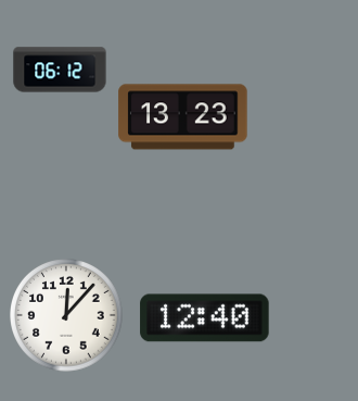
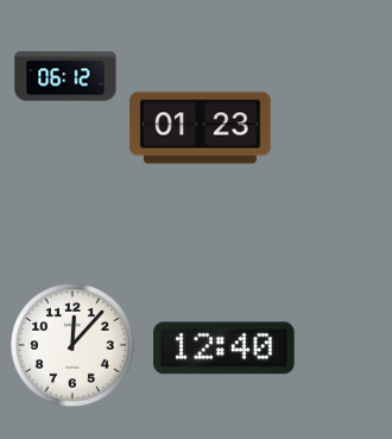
clock at (183, 117): 13:23 -> 01:23
